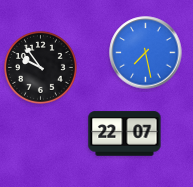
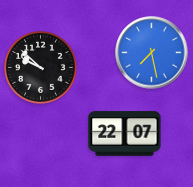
clock at (146, 53) position: (146, 53) -> (152, 53)
clock at (41, 68): 9:54 -> 9:52
